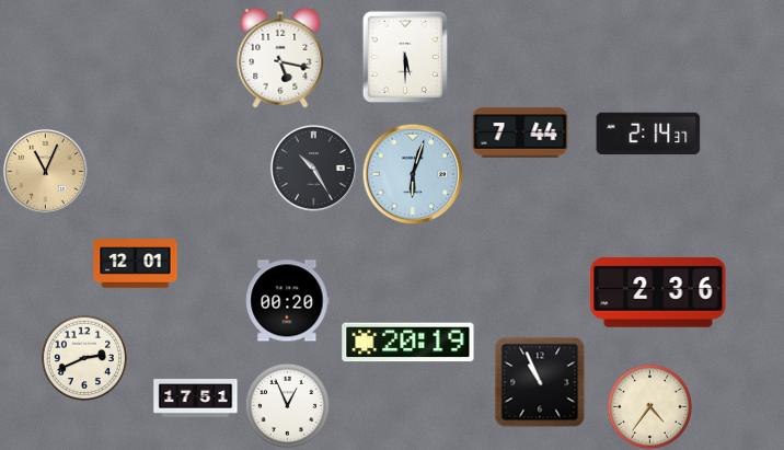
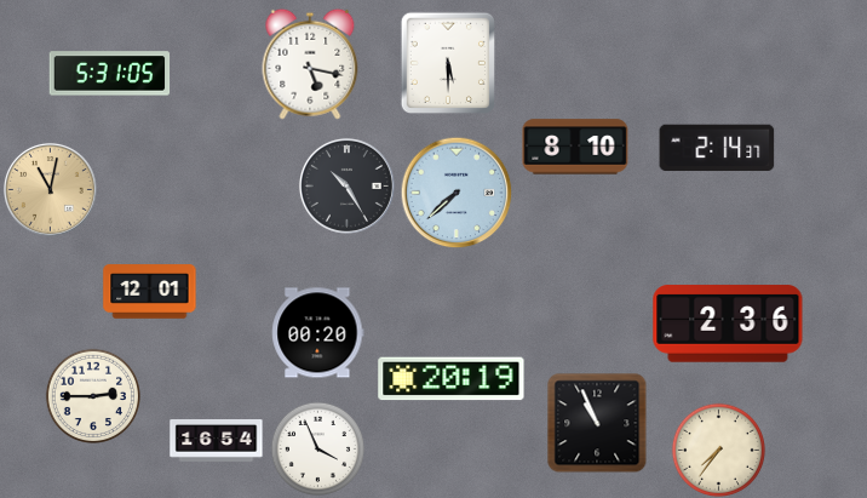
clock at (110, 74): none -> 5:31
clock at (520, 132): 7:44 -> 8:10
clock at (45, 171): 11:04 -> 11:02
clock at (413, 174): 6:03 -> 7:38
clock at (83, 357): 2:41 -> 2:45
clock at (196, 399): 17:51 -> 16:54
clock at (287, 405): 12:56 -> 3:56
clock at (649, 406): 4:36 -> 7:36
